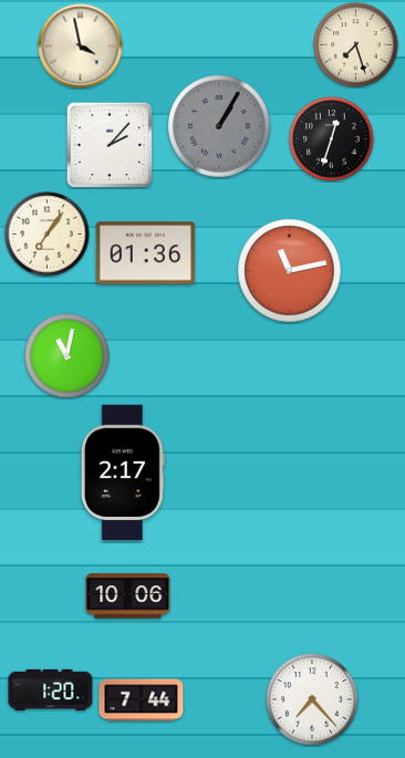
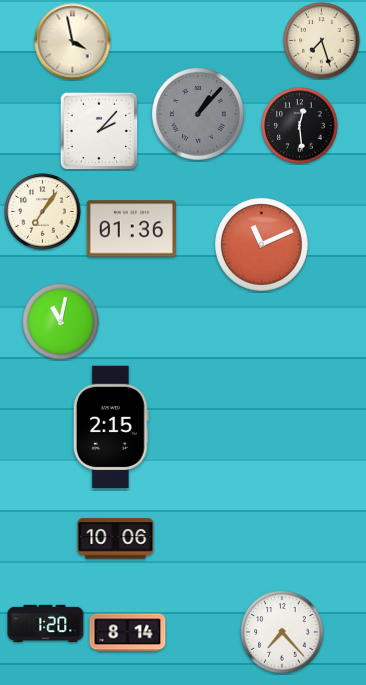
clock at (219, 126): 1:05 -> 1:07
clock at (332, 139): 12:33 -> 12:29
clock at (290, 271): 11:13 -> 11:11
clock at (123, 473): 2:17 -> 2:15
clock at (142, 700): 7:44 -> 8:14
